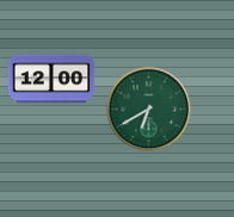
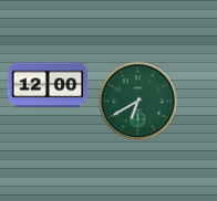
clock at (51, 79) position: (51, 79) -> (48, 85)
